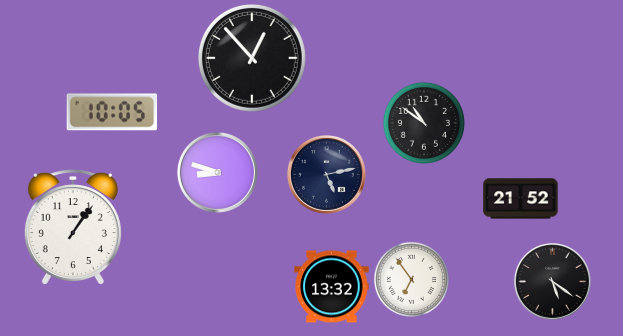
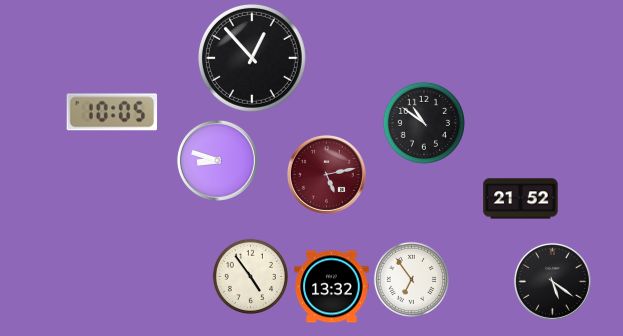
clock at (217, 172) position: (217, 172) -> (217, 160)
clock at (326, 174) dial: navy -> burgundy
clock at (73, 227): 1:06 -> none
clock at (250, 276): none -> 4:54
